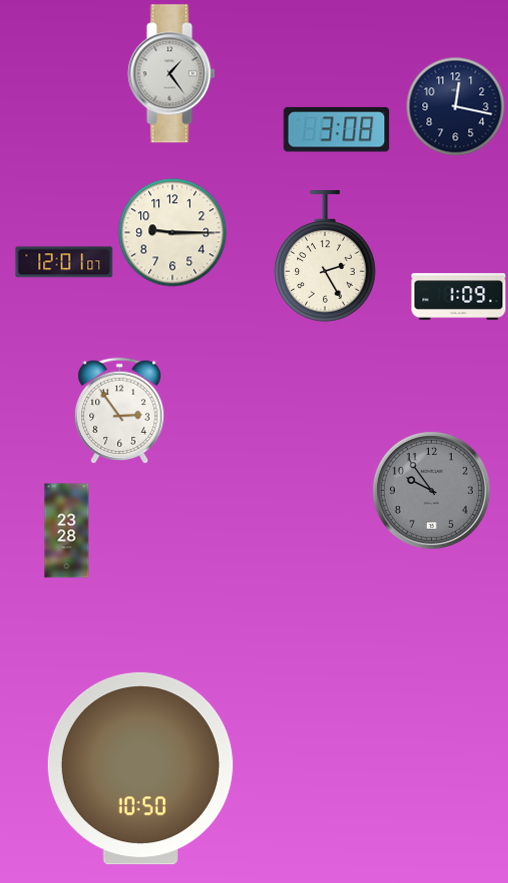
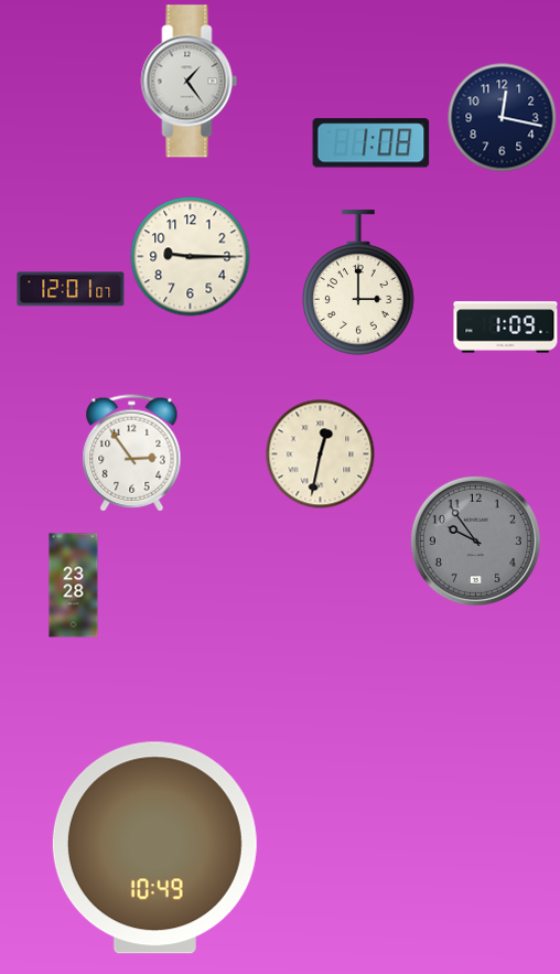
clock at (337, 130): 3:08 -> 1:08
clock at (326, 256): 2:25 -> 3:00
clock at (321, 454): none -> 12:32
clock at (140, 769): 10:50 -> 10:49
